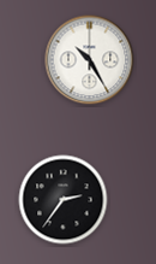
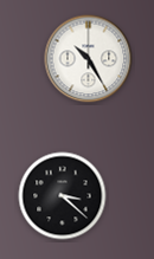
clock at (64, 200): 2:36 -> 3:22
